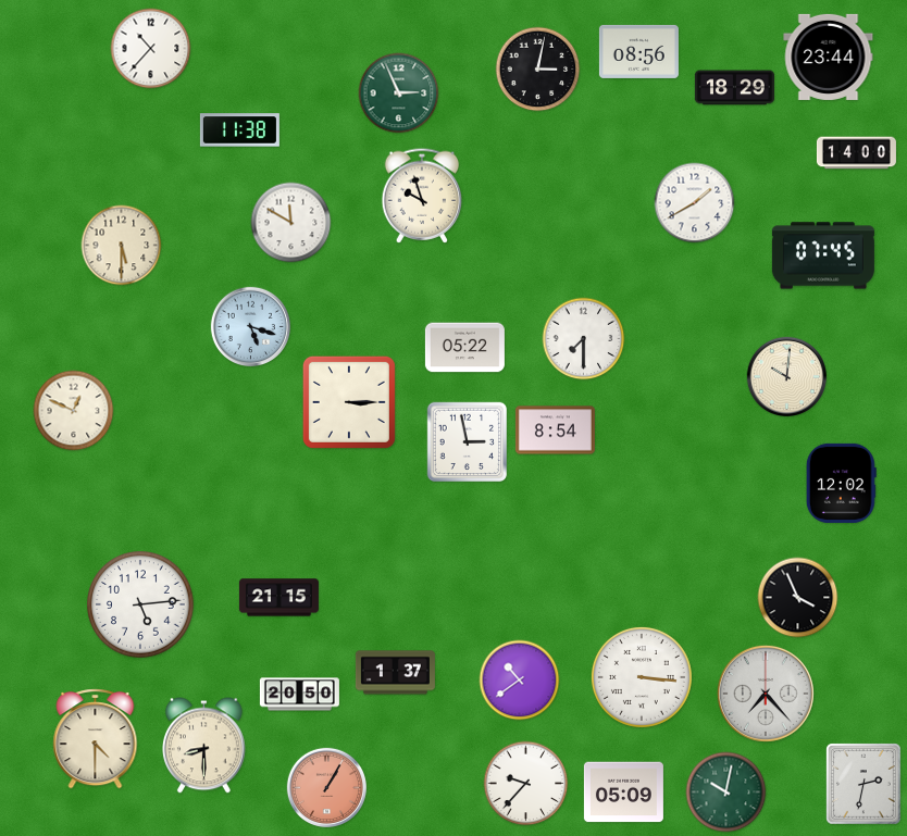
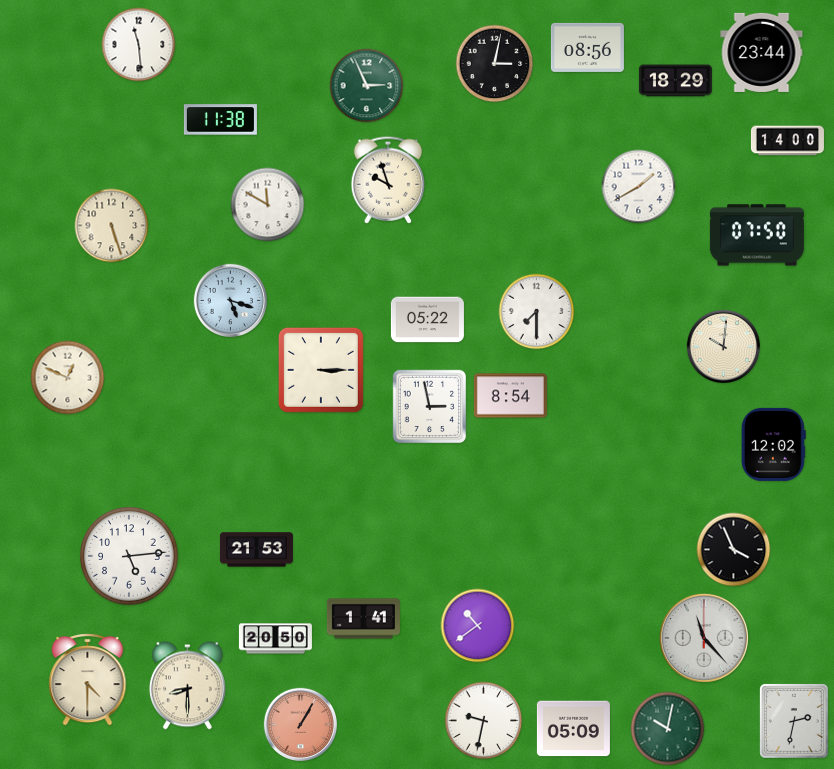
clock at (151, 49): 10:37 -> 11:29
clock at (122, 246): 5:30 -> 5:27
clock at (823, 255): 07:45 -> 07:50
clock at (278, 598): 21:15 -> 21:53
clock at (395, 673): 1:37 -> 1:41
clock at (642, 677): 3:16 -> none
clock at (766, 694): 7:23 -> 11:23
clock at (526, 784): 9:37 -> 9:32
